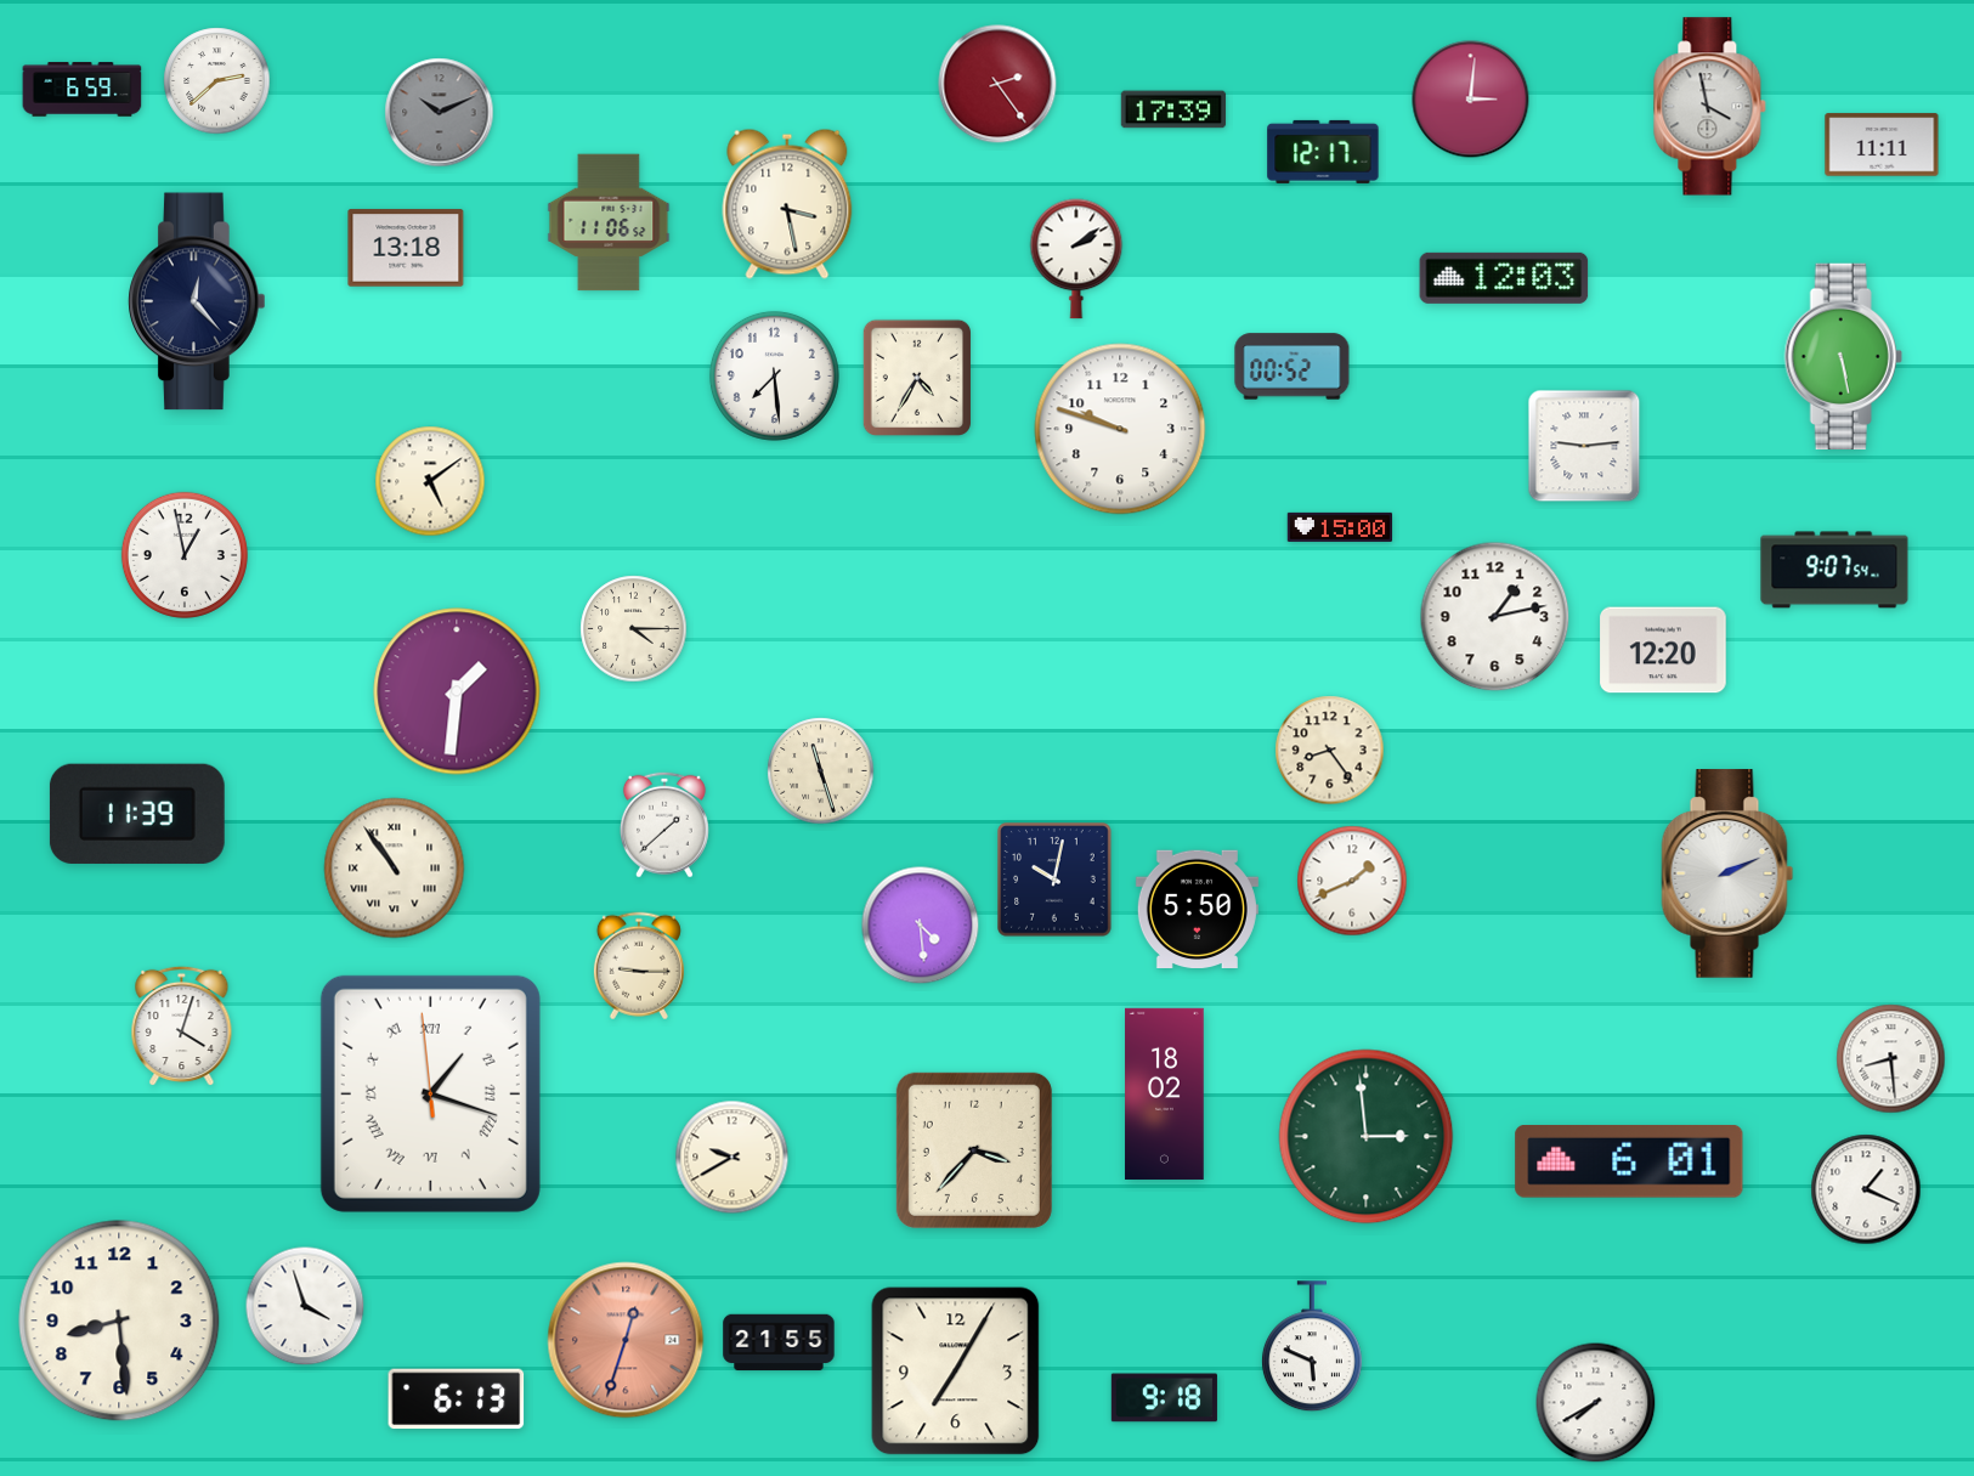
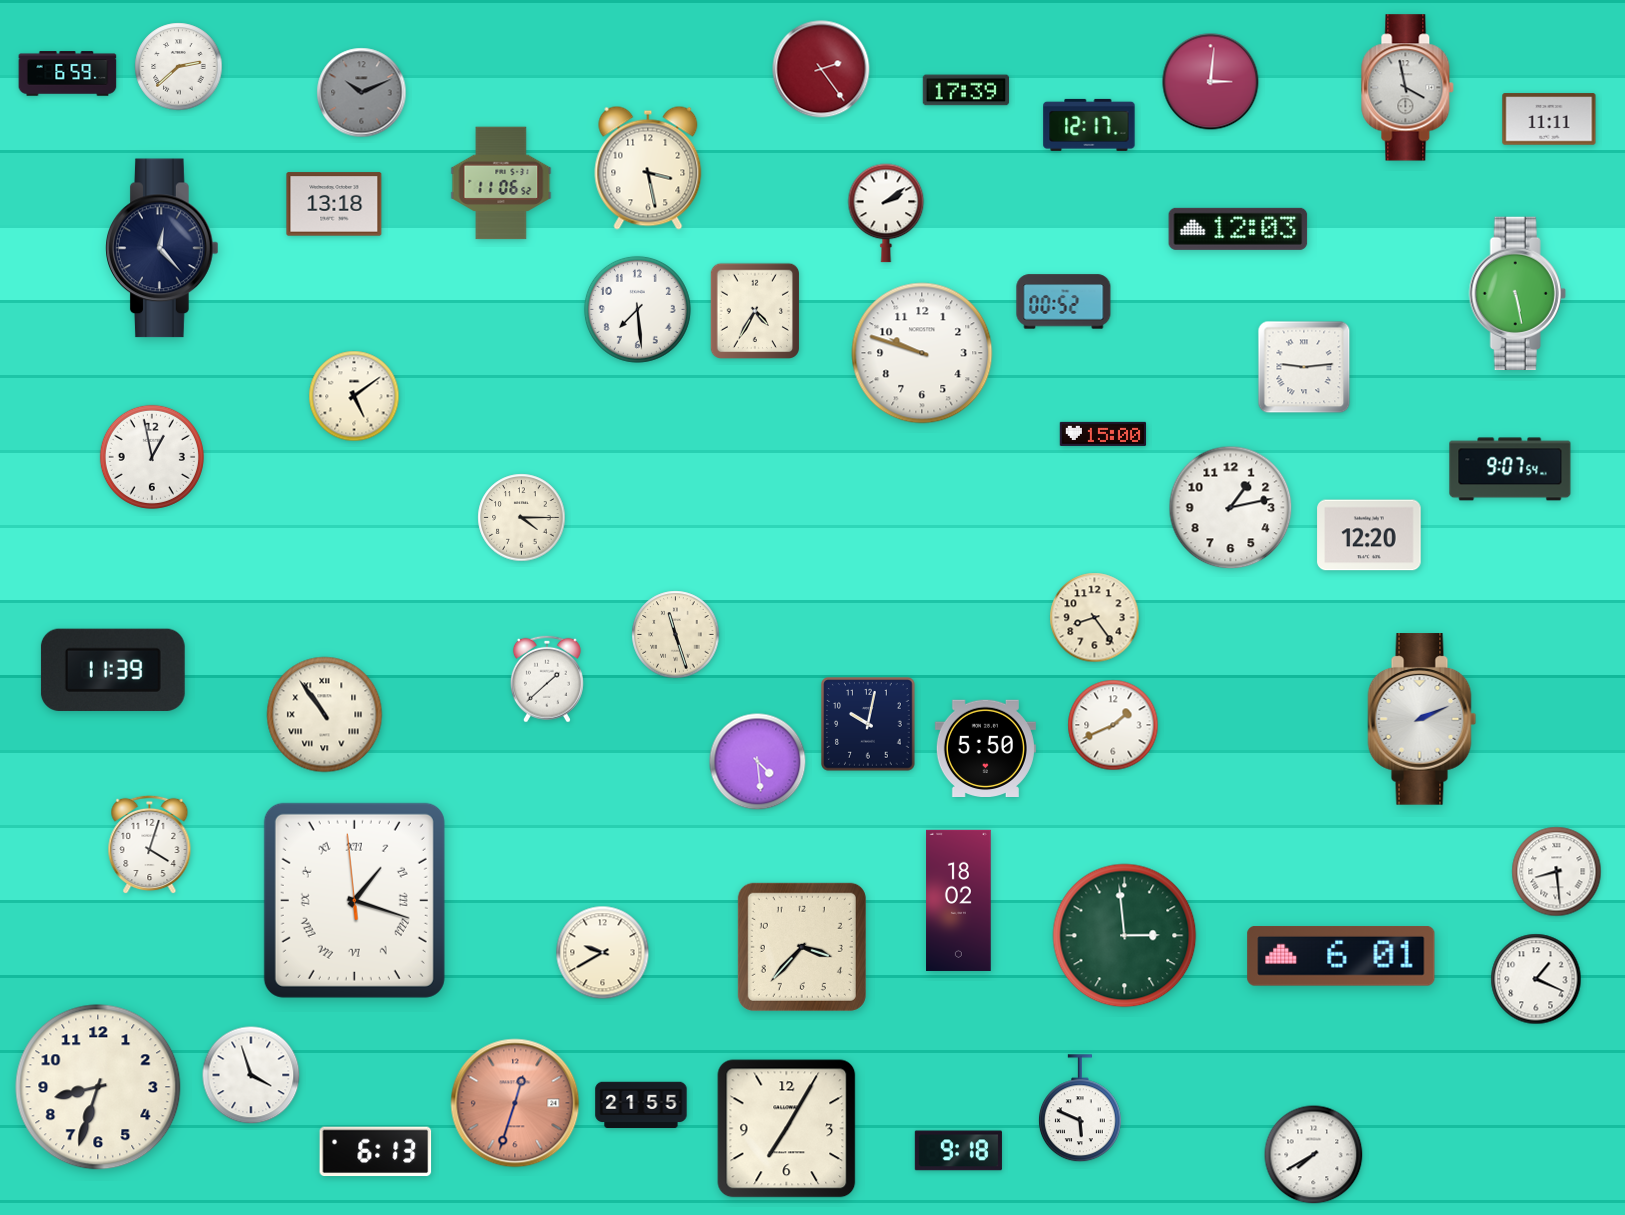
clock at (457, 691): 1:31 -> none
clock at (639, 966): 9:15 -> none
clock at (119, 1321): 8:29 -> 8:33
